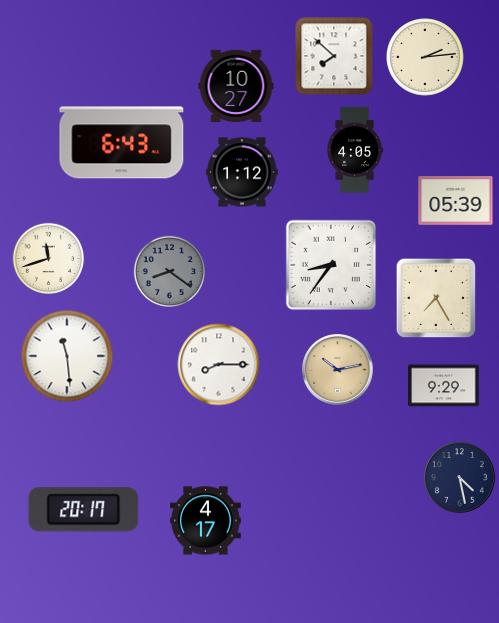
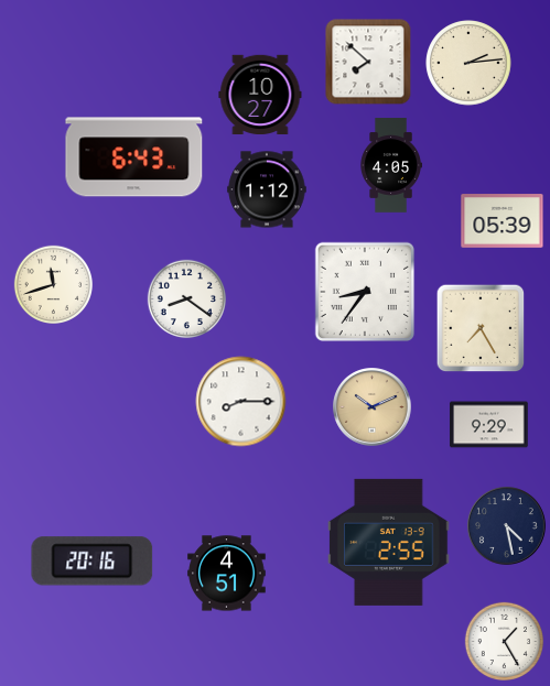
clock at (169, 271) dial: grey -> white
clock at (67, 356): 11:29 -> none
clock at (338, 370): 10:13 -> 10:11
clock at (389, 542): none -> 2:55
clock at (84, 510): 20:17 -> 20:16
clock at (206, 521): 4:17 -> 4:51
clock at (504, 641): none -> 1:25
